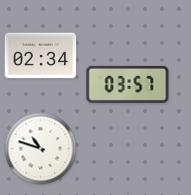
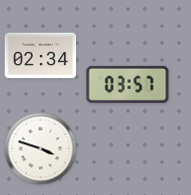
clock at (41, 149): 10:48 -> 3:48
